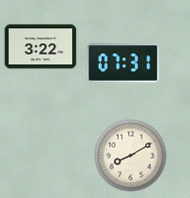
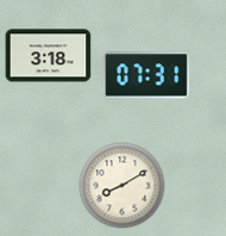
clock at (41, 47): 3:22 -> 3:18
clock at (131, 156) position: (131, 156) -> (123, 186)
